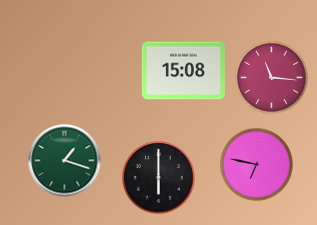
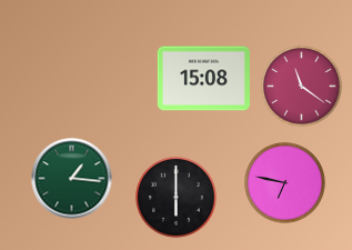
clock at (272, 78): 11:16 -> 11:21
clock at (65, 161): 1:18 -> 1:16
